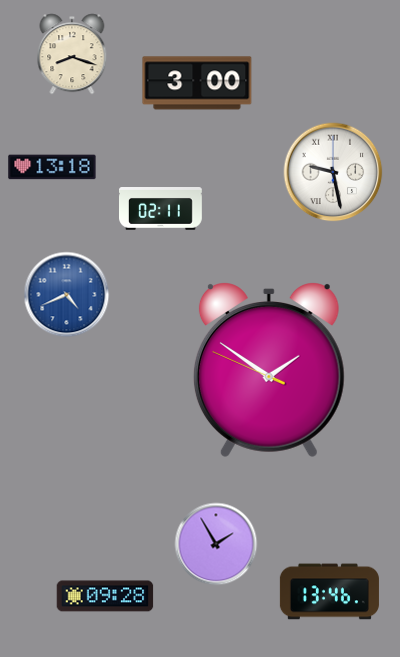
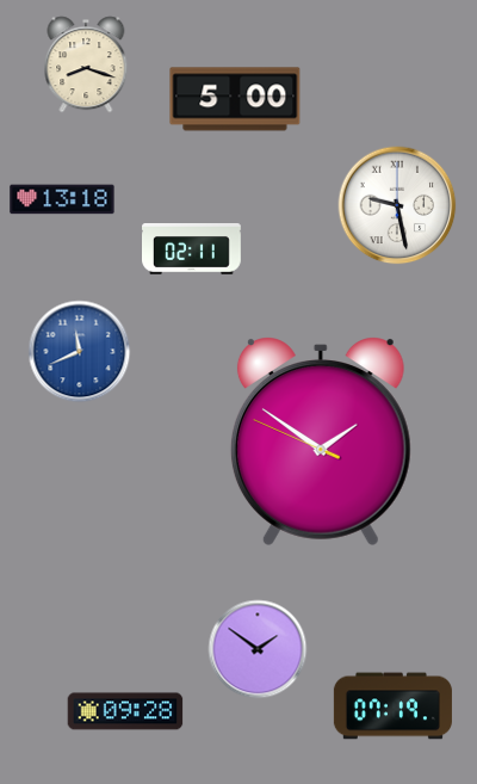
clock at (197, 83): 3:00 -> 5:00
clock at (67, 295): 4:41 -> 11:41
clock at (216, 544): 1:55 -> 1:51
clock at (329, 592): 13:46 -> 07:19
